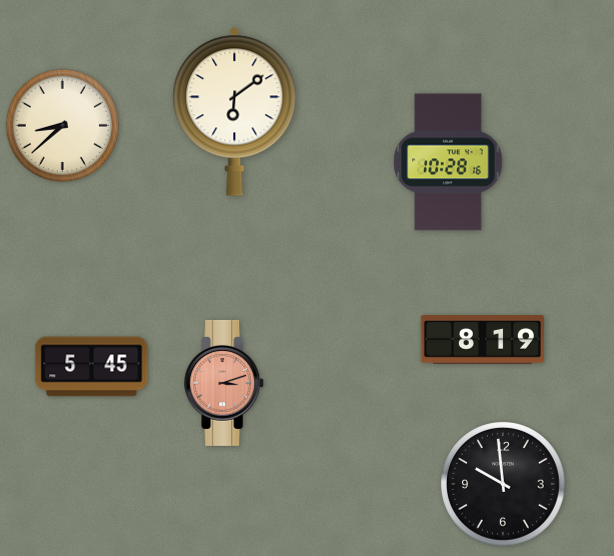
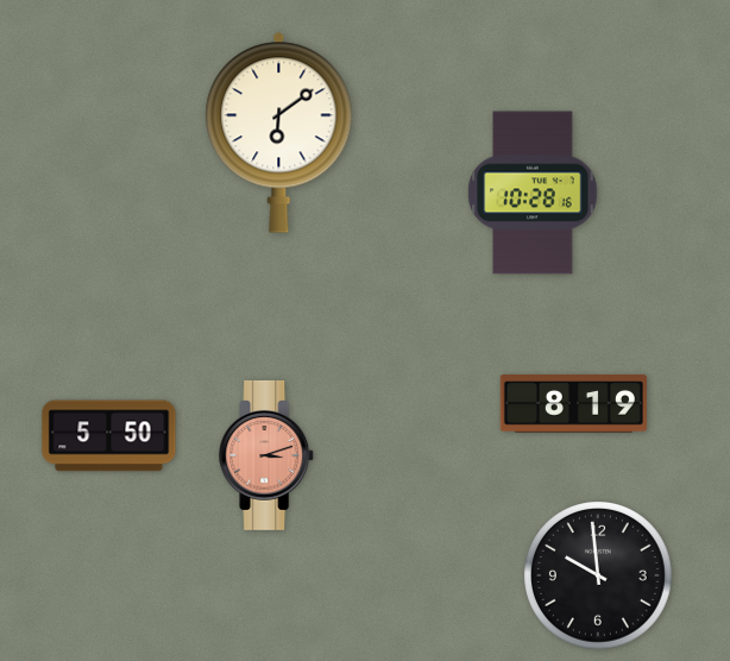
clock at (62, 125): 8:38 -> none
clock at (92, 367): 5:45 -> 5:50
